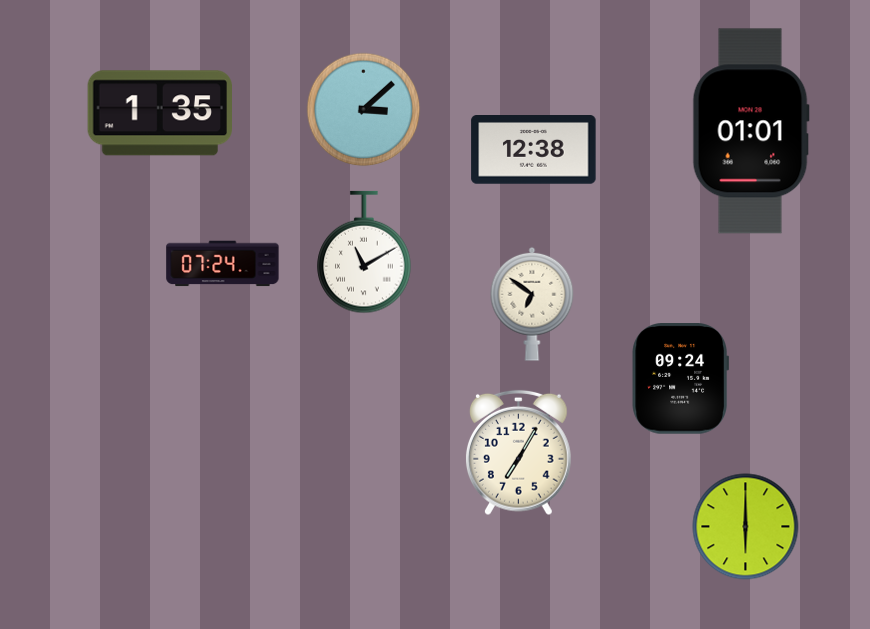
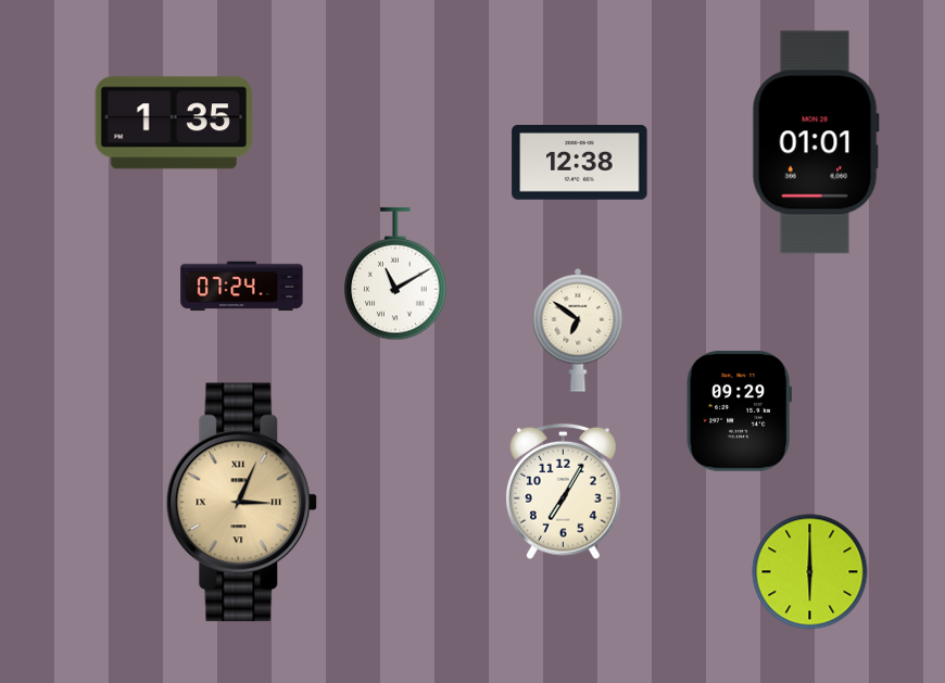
clock at (364, 110): 3:08 -> none
clock at (680, 379): 09:24 -> 09:29
clock at (242, 503): none -> 3:04
